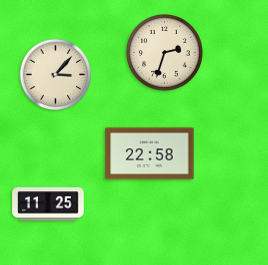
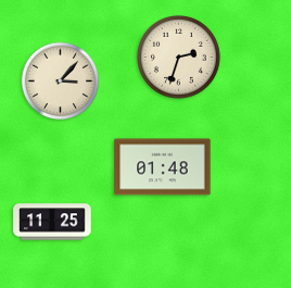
clock at (150, 154): 22:58 -> 01:48
